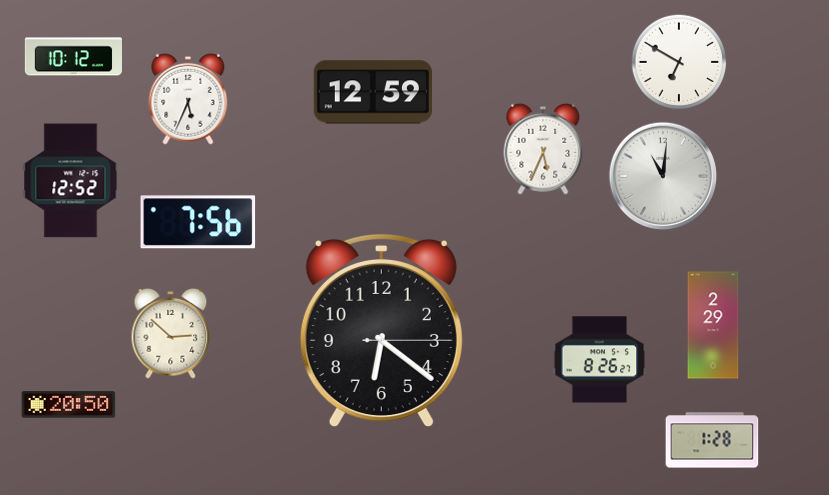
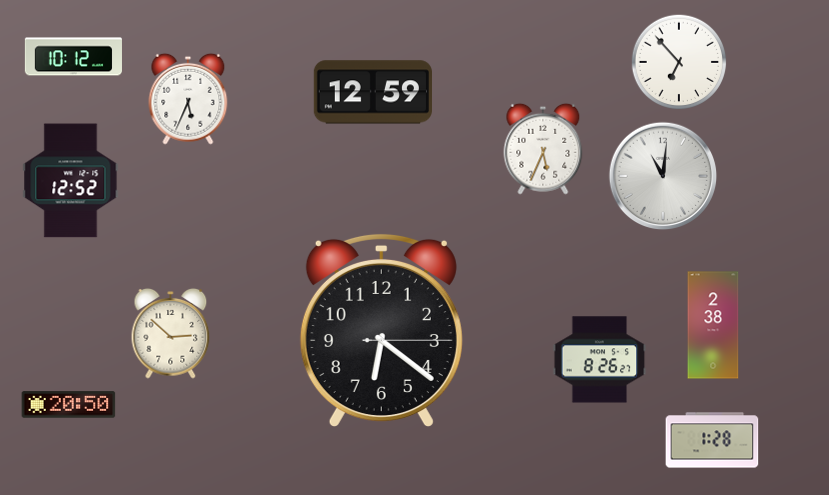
clock at (679, 62): 6:50 -> 6:53
clock at (198, 222): 7:56 -> none
clock at (713, 325): 2:29 -> 2:38
